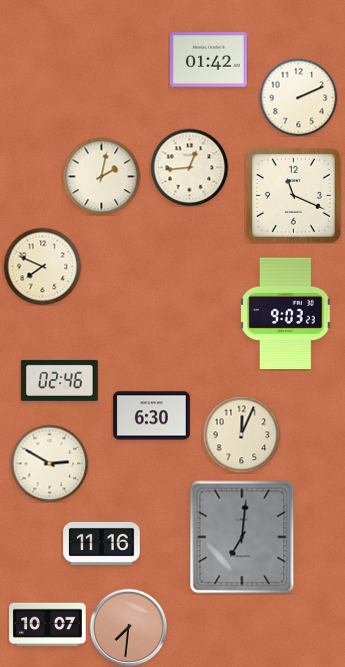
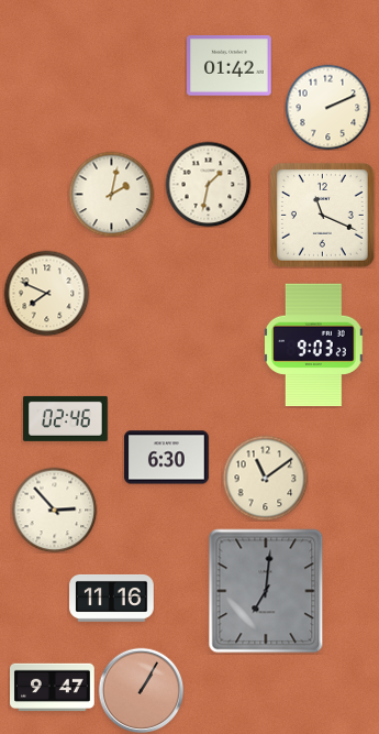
clock at (189, 167): 12:44 -> 1:32
clock at (241, 434): 12:04 -> 11:09
clock at (49, 463): 2:50 -> 2:53
clock at (48, 625): 10:07 -> 9:47
clock at (128, 627): 7:31 -> 1:05
